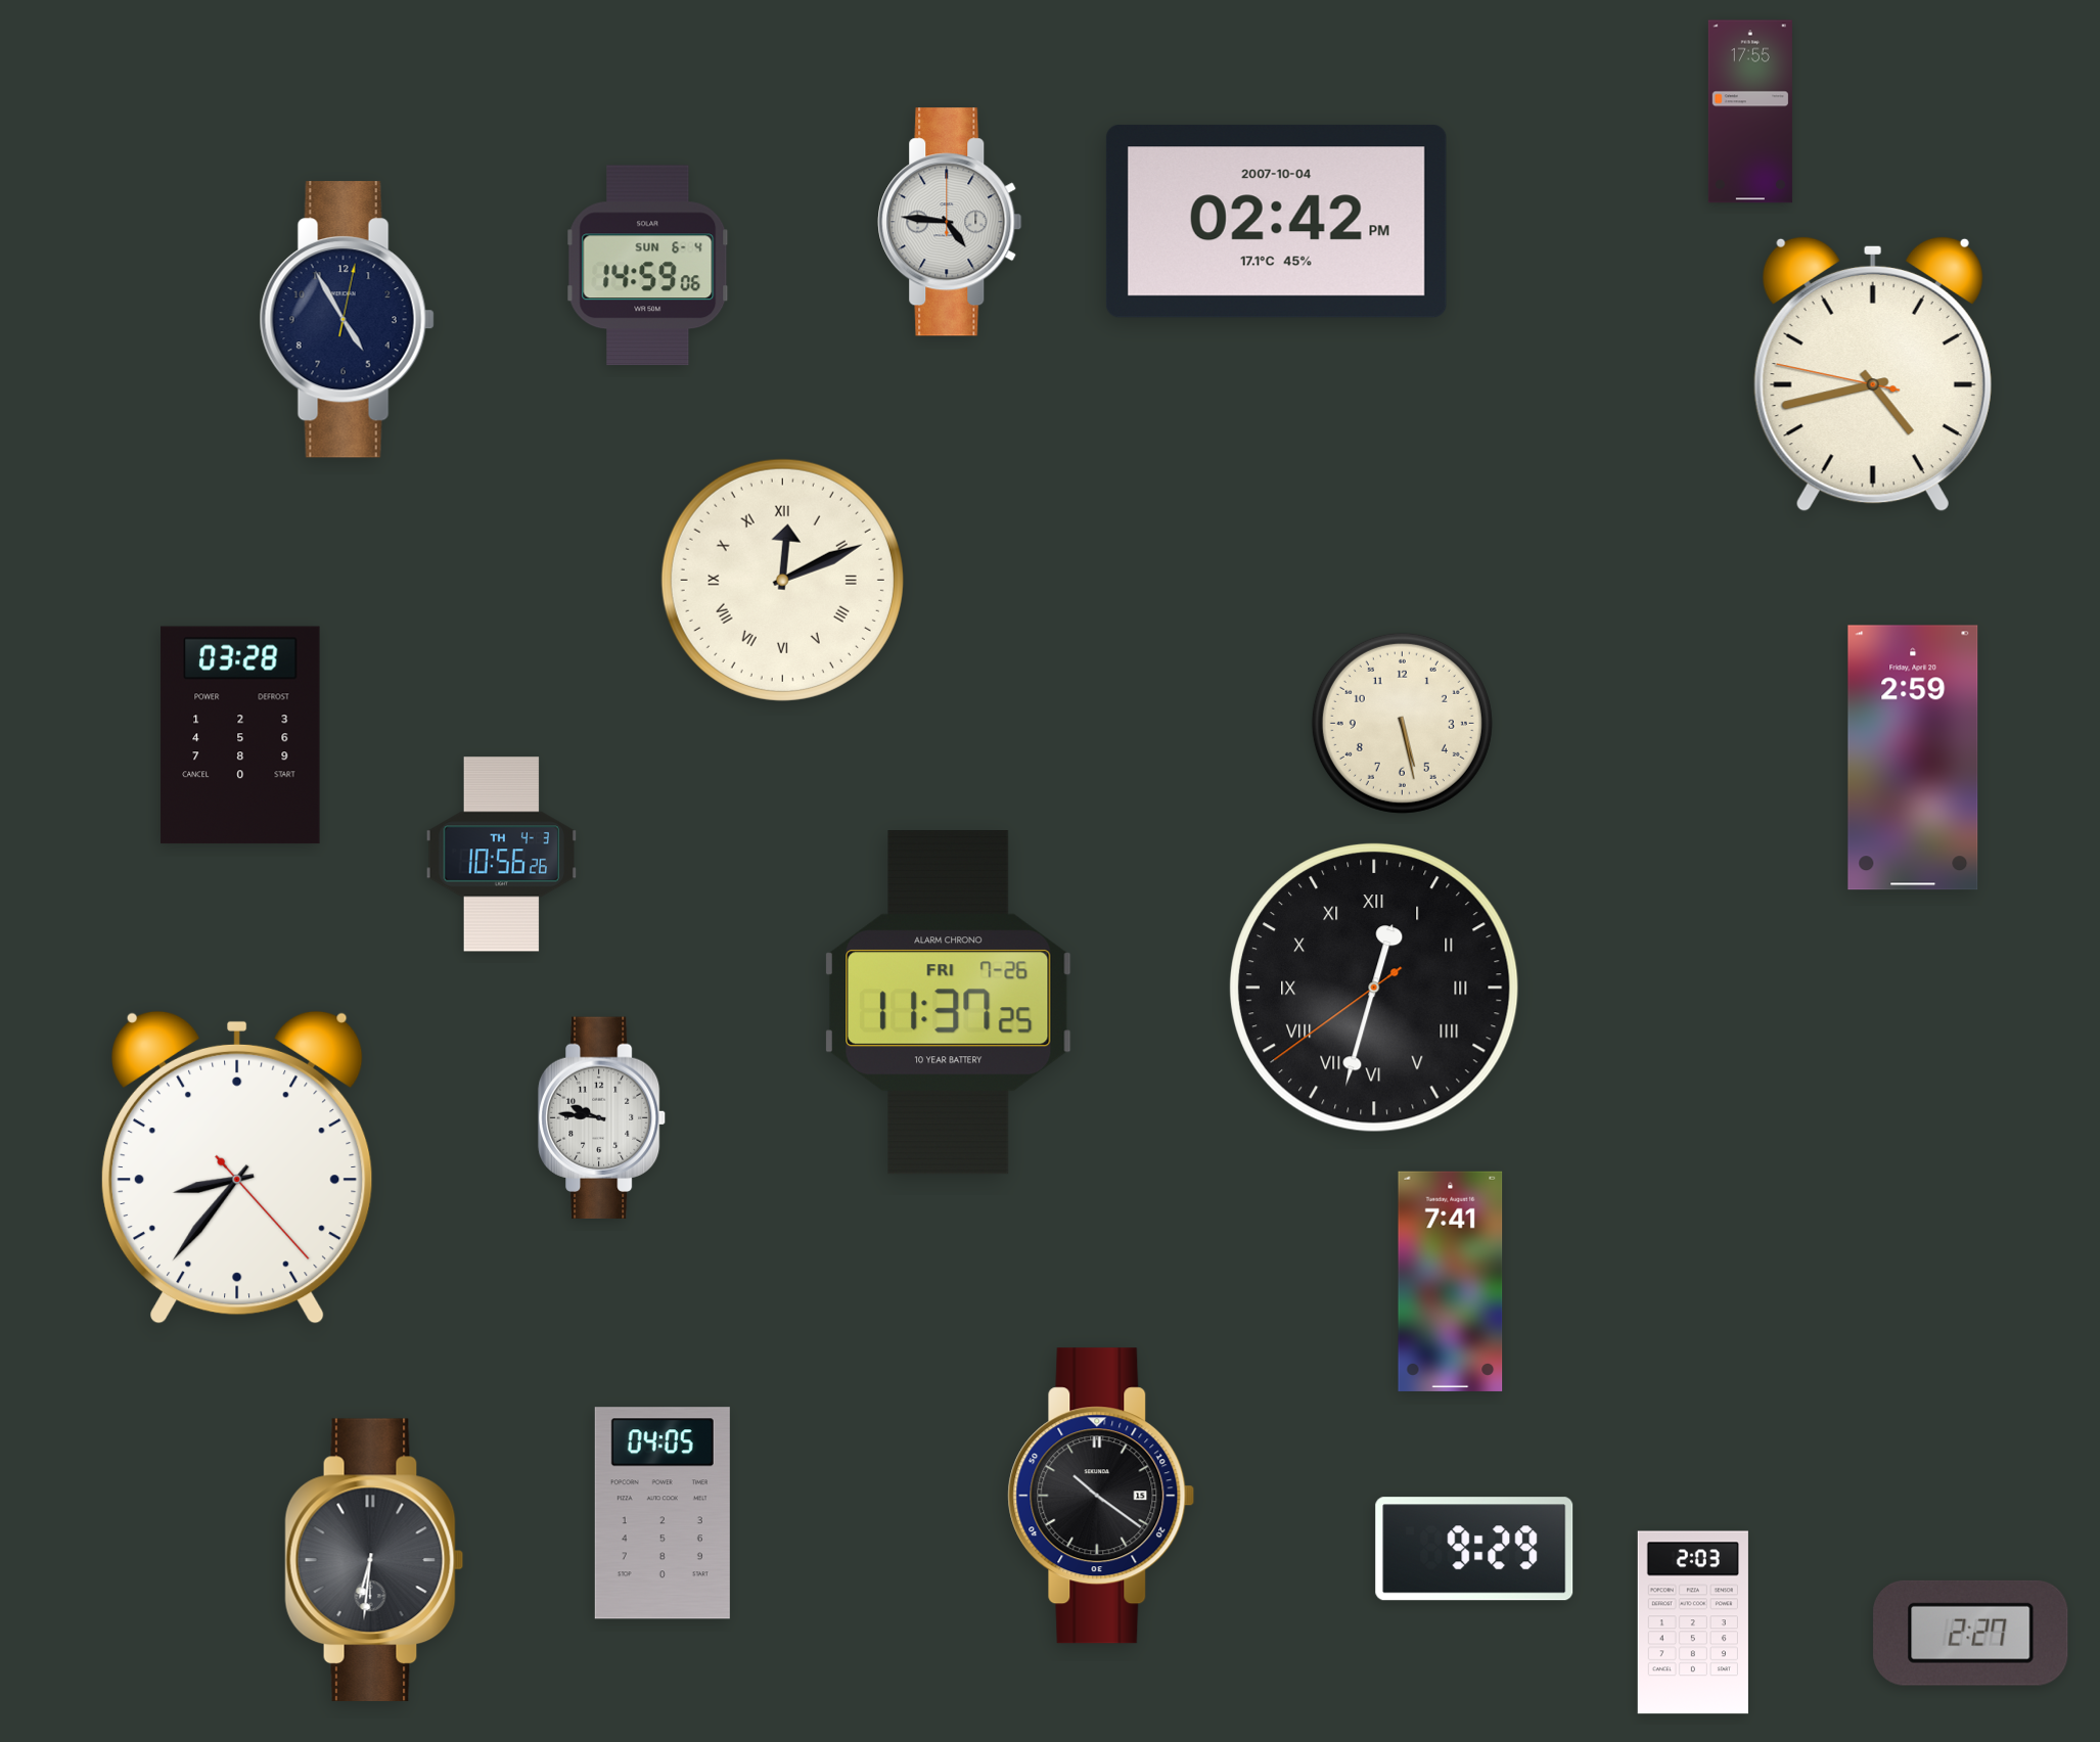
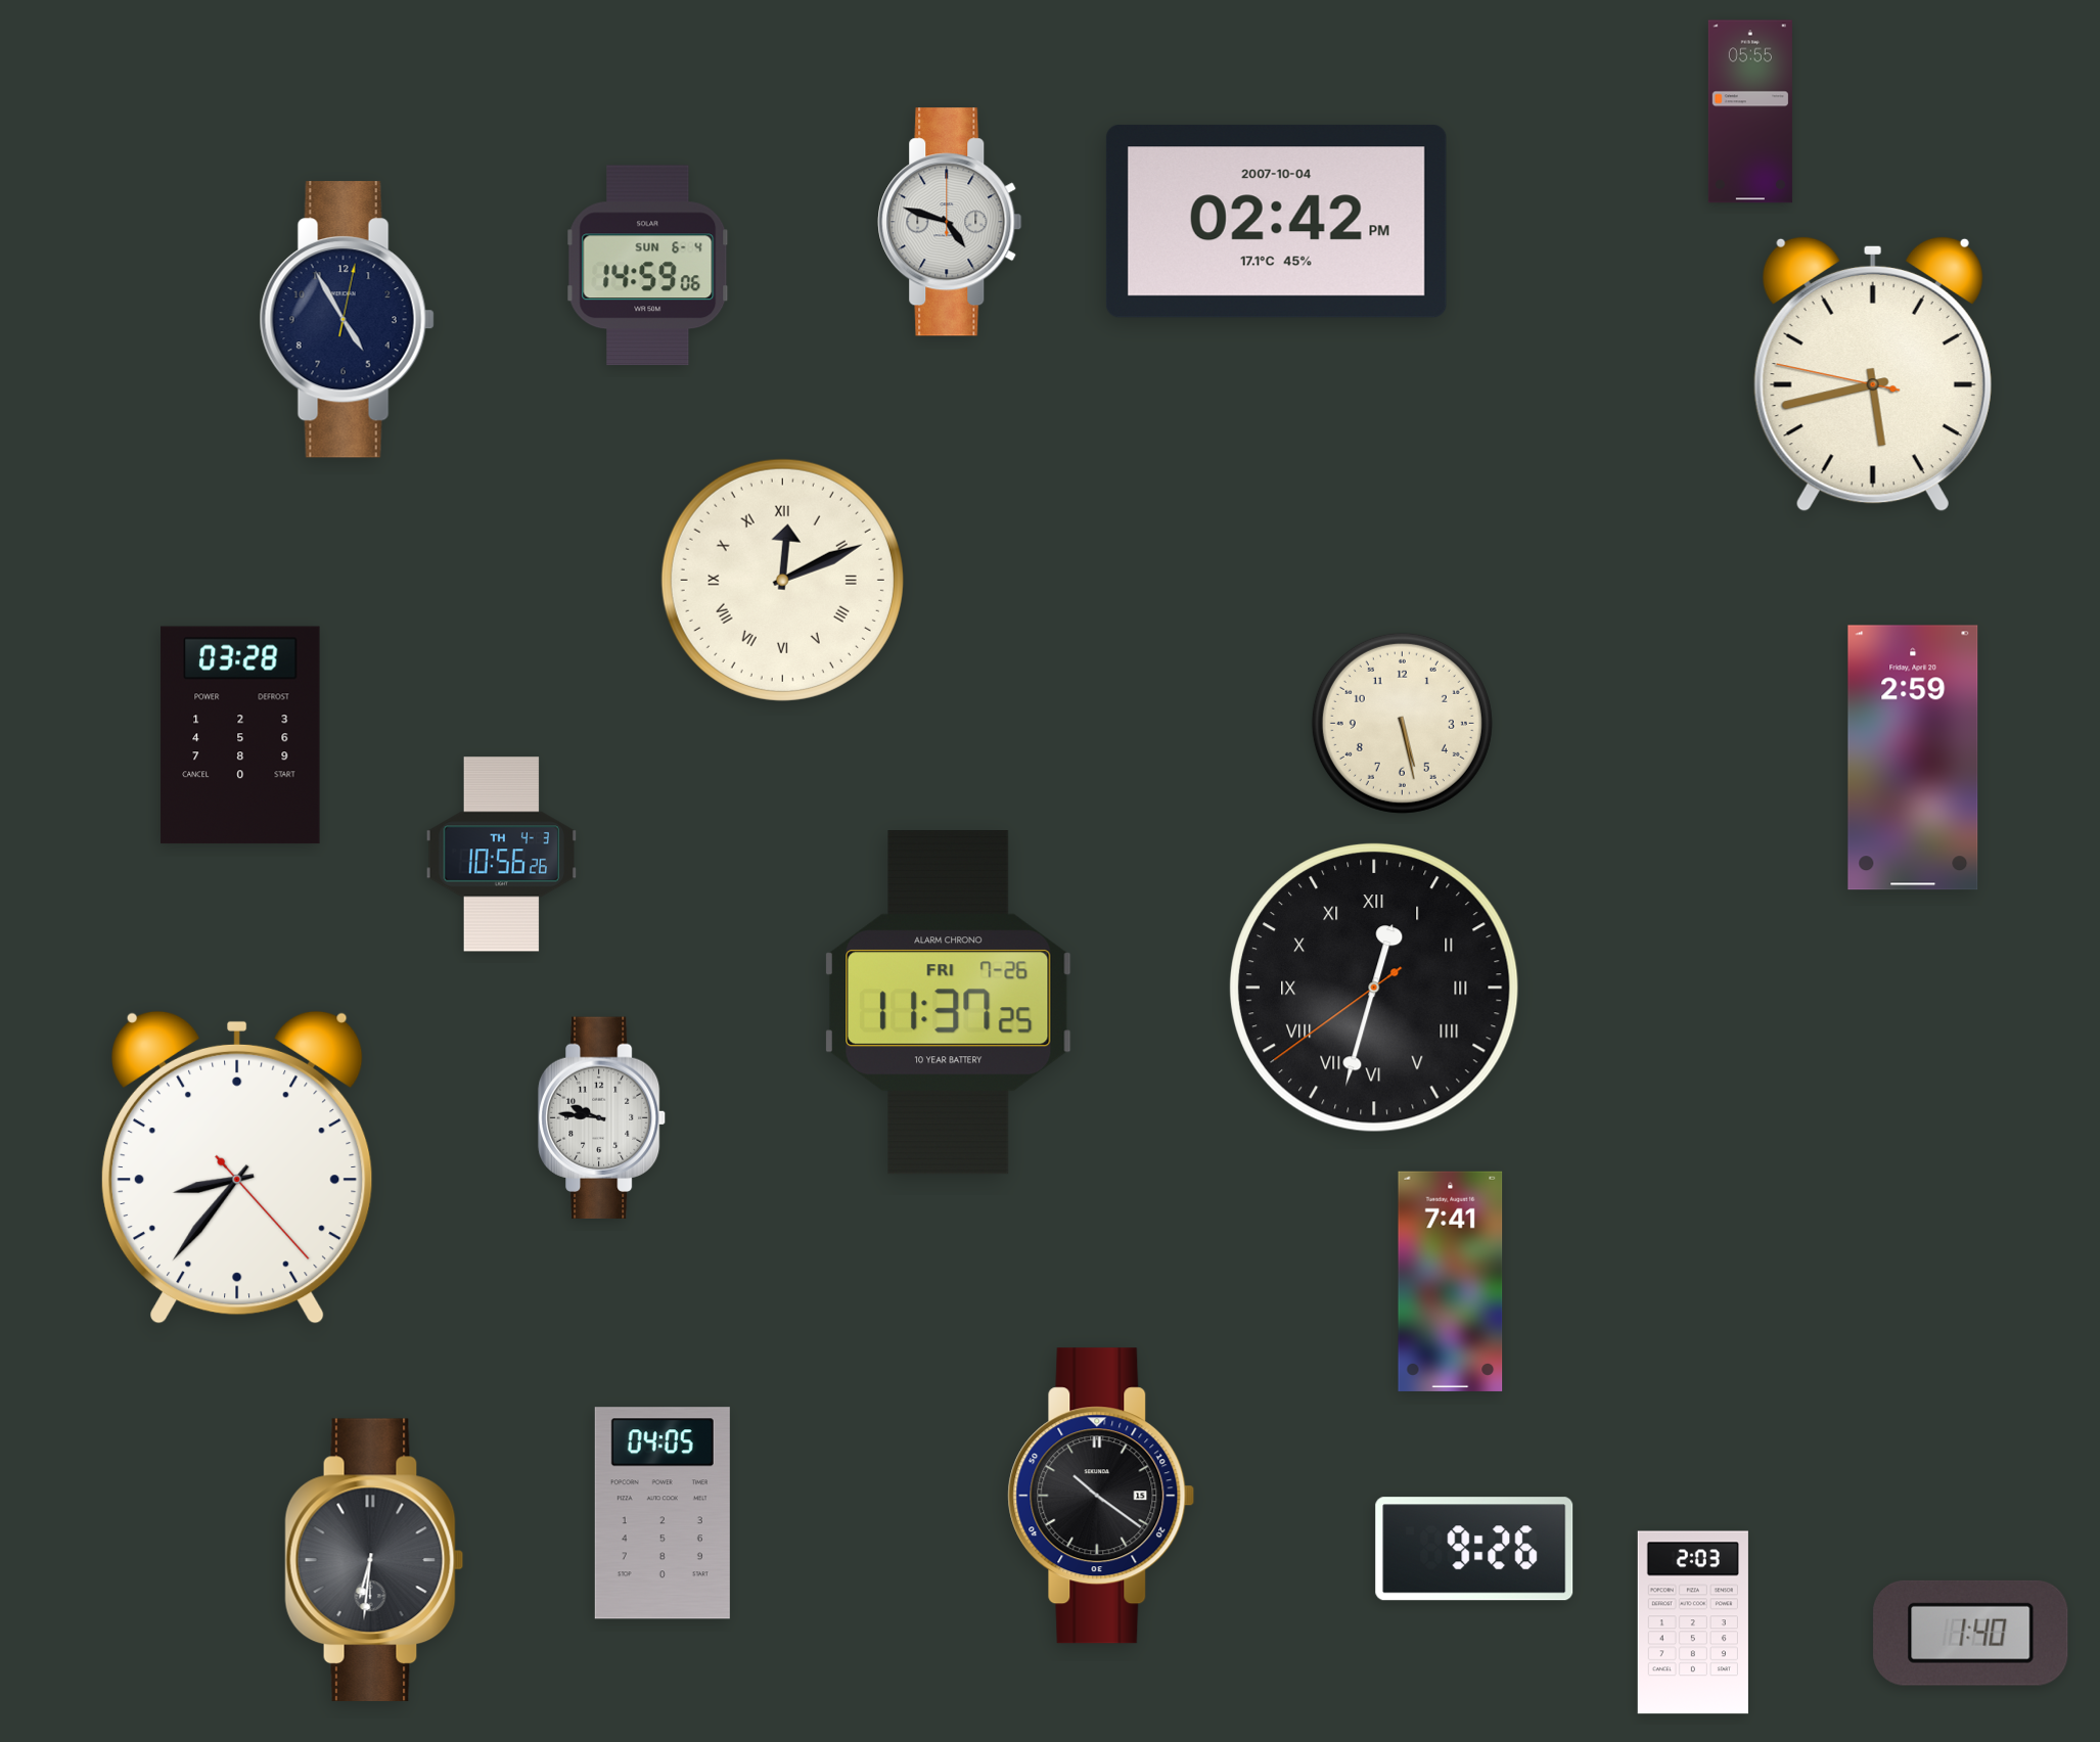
clock at (1750, 111): 17:55 -> 05:55
clock at (950, 222): 4:46 -> 4:48
clock at (1873, 374): 4:42 -> 5:42
clock at (1474, 1549): 9:29 -> 9:26
clock at (1971, 1633): 2:27 -> 1:40
